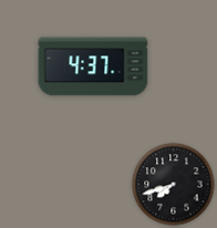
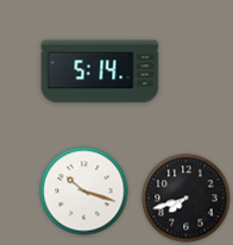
clock at (93, 66): 4:37 -> 5:14
clock at (84, 191): none -> 10:18
